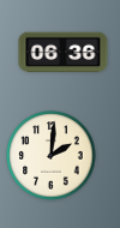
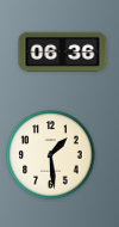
clock at (52, 156): 2:01 -> 1:29
